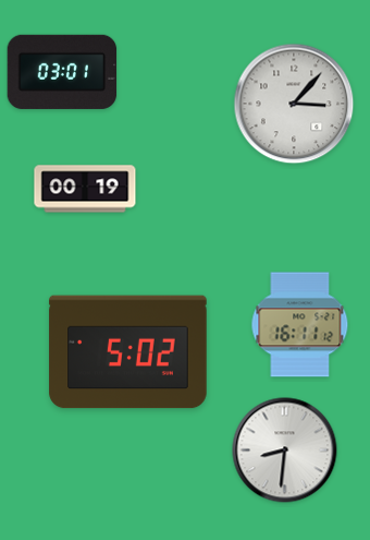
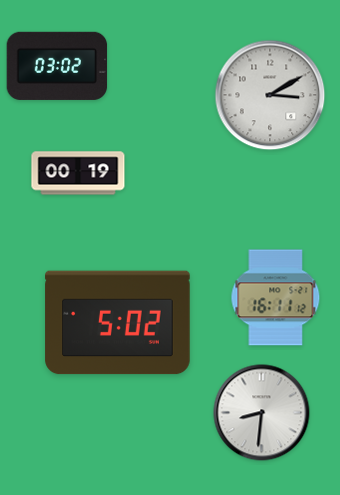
clock at (62, 72): 03:01 -> 03:02
clock at (294, 104): 3:07 -> 3:10
